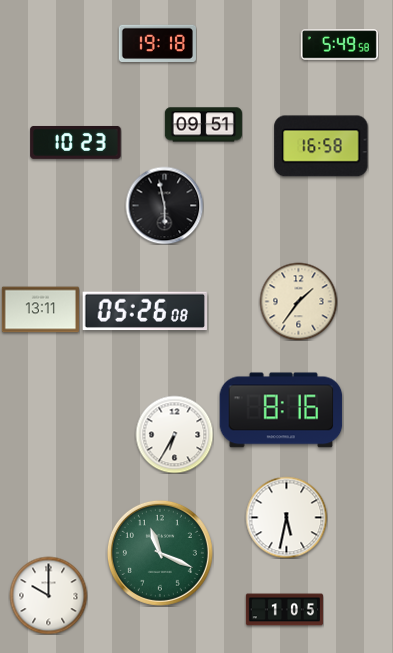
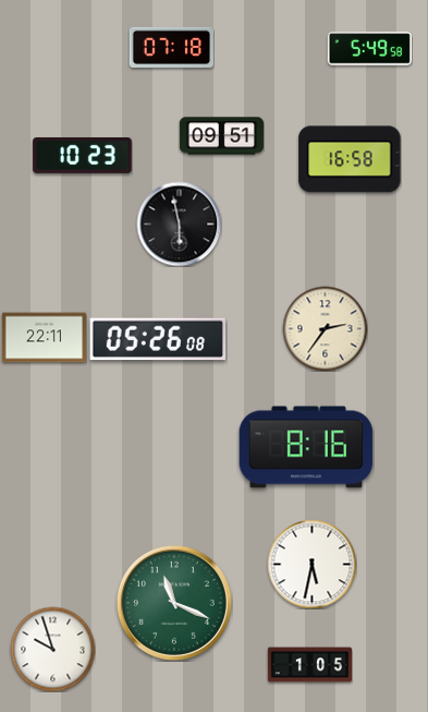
clock at (157, 43): 19:18 -> 07:18
clock at (298, 301): 1:36 -> 2:36
clock at (40, 310): 13:11 -> 22:11
clock at (174, 434): 6:35 -> none
clock at (48, 595): 10:00 -> 9:57
